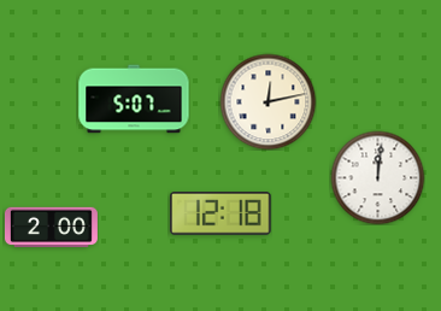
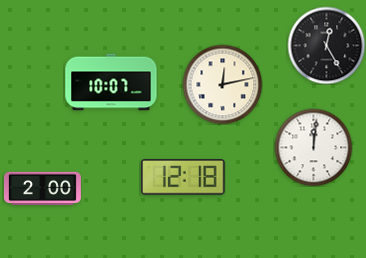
clock at (326, 45): none -> 12:25
clock at (134, 99): 5:07 -> 10:07
